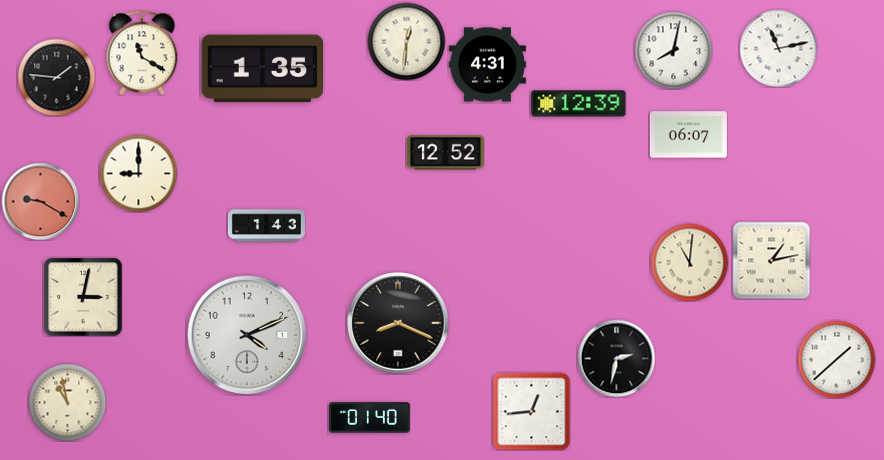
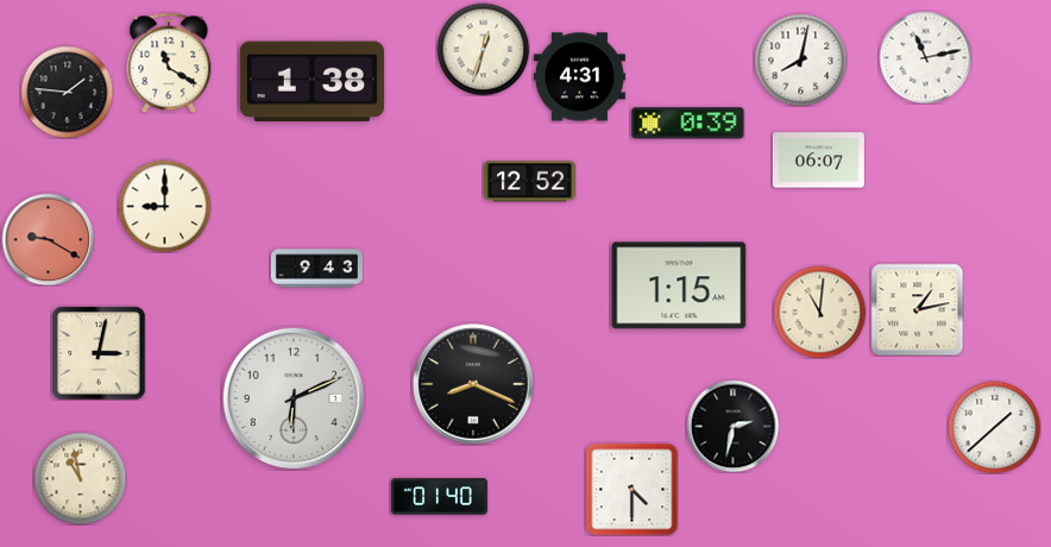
clock at (406, 41): 12:31 -> 12:33
clock at (262, 69): 1:35 -> 1:38
clock at (579, 104): 12:39 -> 0:39
clock at (266, 226): 1:43 -> 9:43
clock at (679, 285): none -> 1:15
clock at (247, 335): 4:11 -> 6:11
clock at (531, 411): 12:44 -> 4:30
